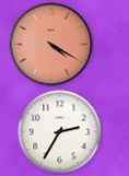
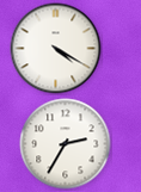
clock at (51, 45) dial: salmon -> white
